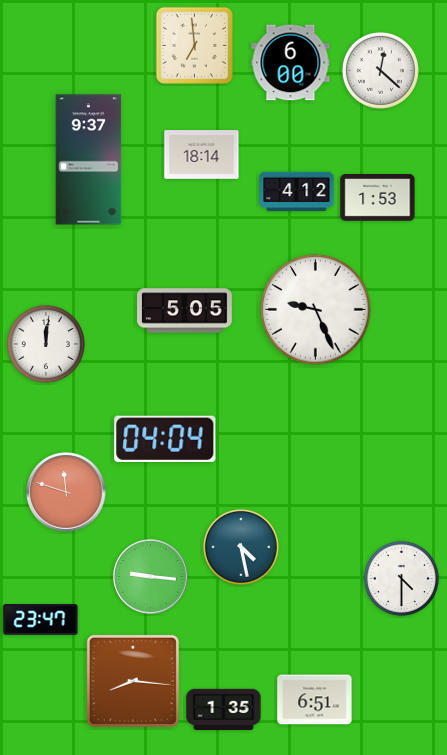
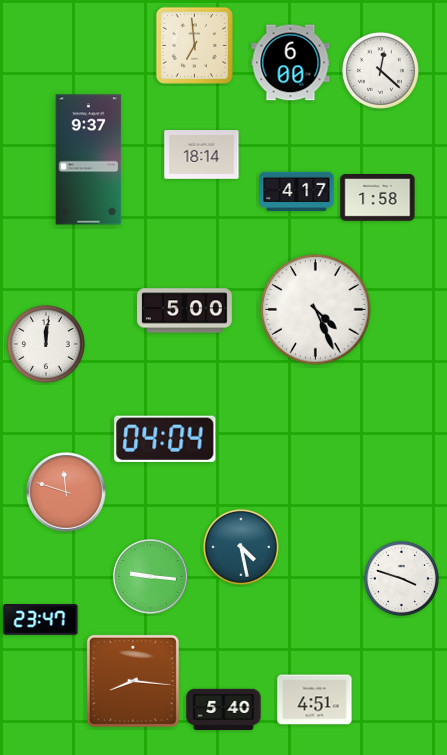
clock at (297, 192): 4:12 -> 4:17
clock at (378, 198): 1:53 -> 1:58
clock at (316, 310): 9:26 -> 4:26
clock at (185, 311): 5:05 -> 5:00
clock at (401, 578): 4:30 -> 3:48
clock at (315, 700): 6:51 -> 4:51
clock at (224, 710): 1:35 -> 5:40
